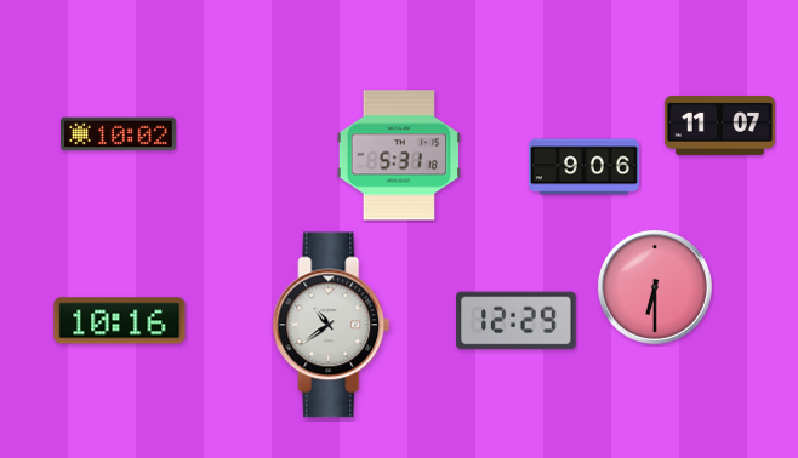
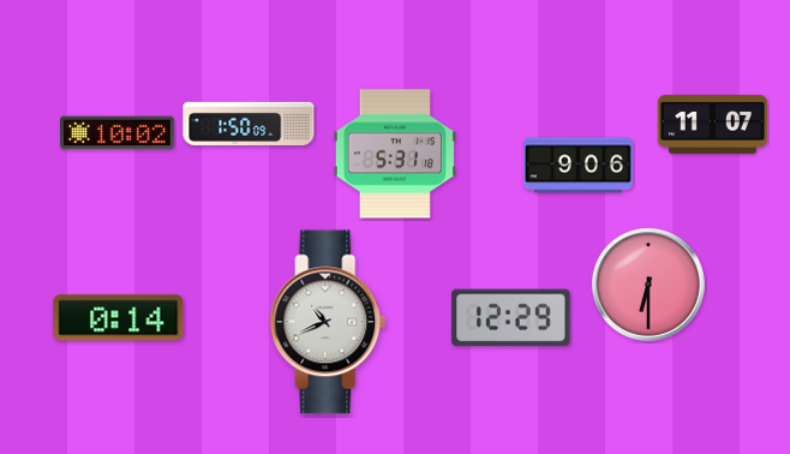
clock at (249, 123): none -> 1:50
clock at (120, 321): 10:16 -> 0:14
clock at (331, 325): 10:39 -> 10:41
